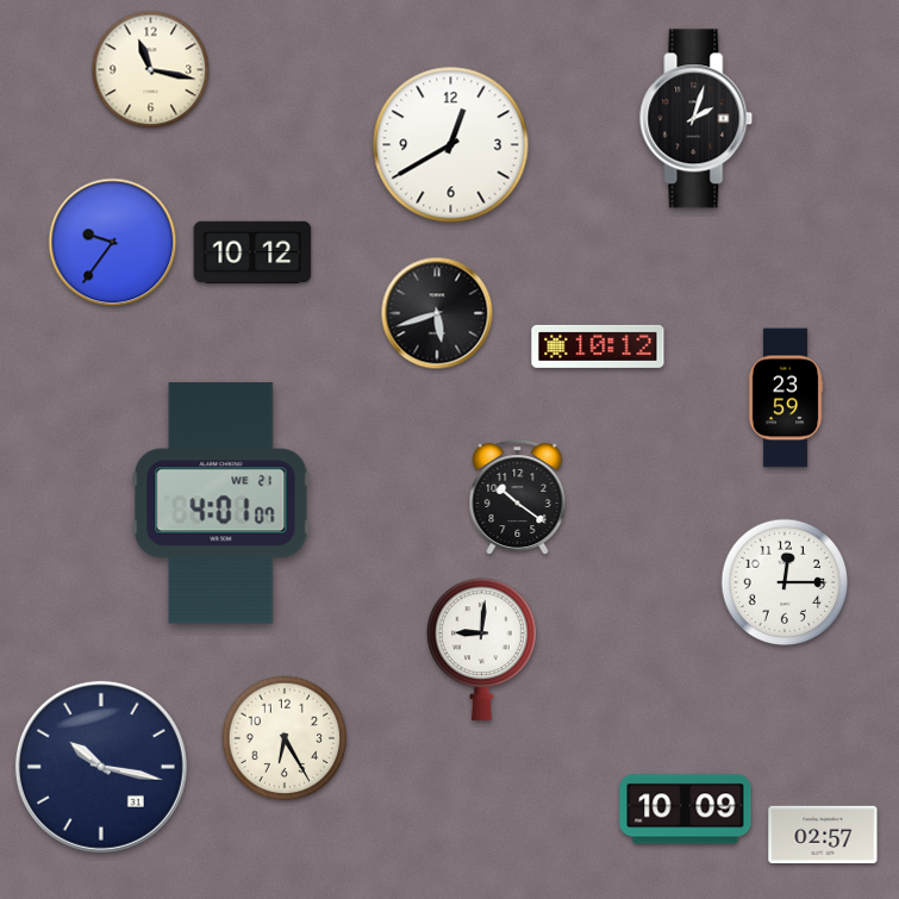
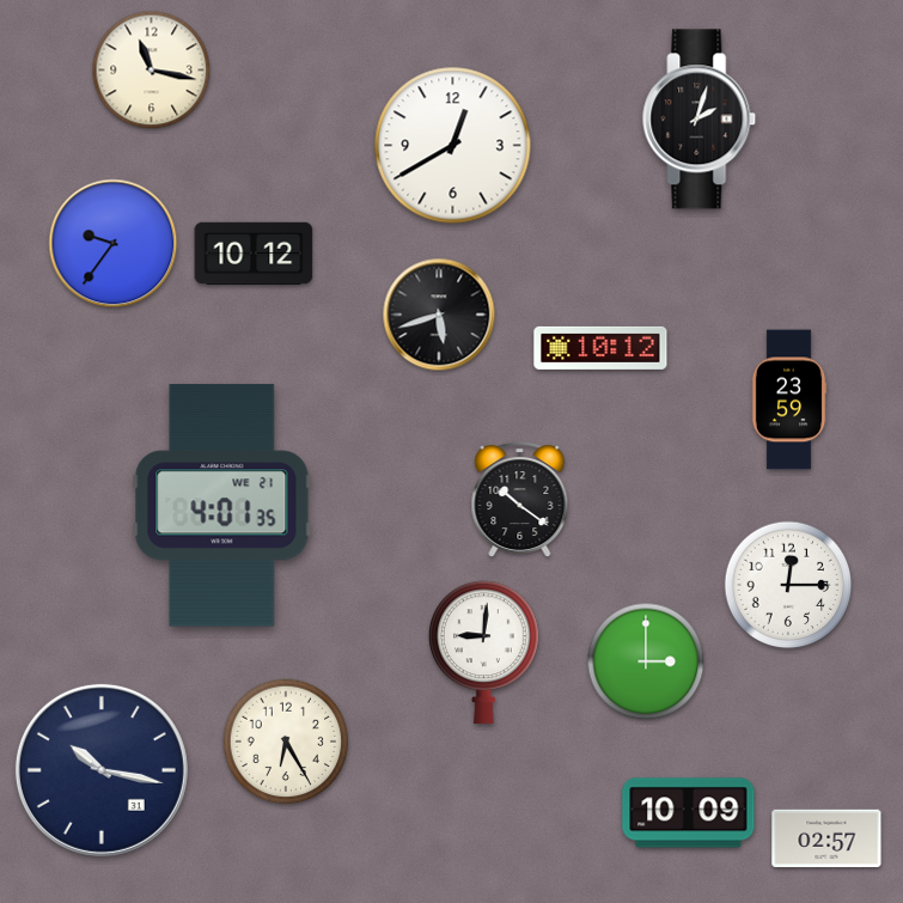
clock at (221, 504): 4:01:07 -> 4:01:35
clock at (646, 661): none -> 3:00
